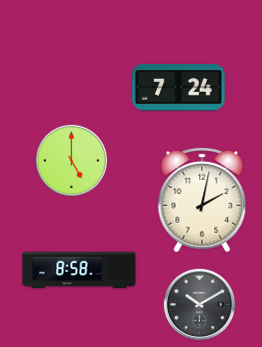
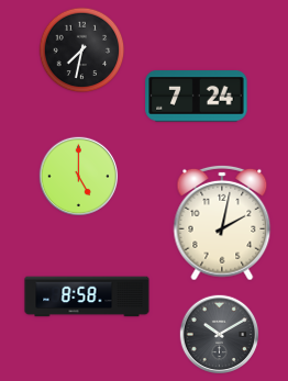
clock at (82, 51): none -> 7:32
clock at (202, 200) position: (202, 200) -> (222, 223)
